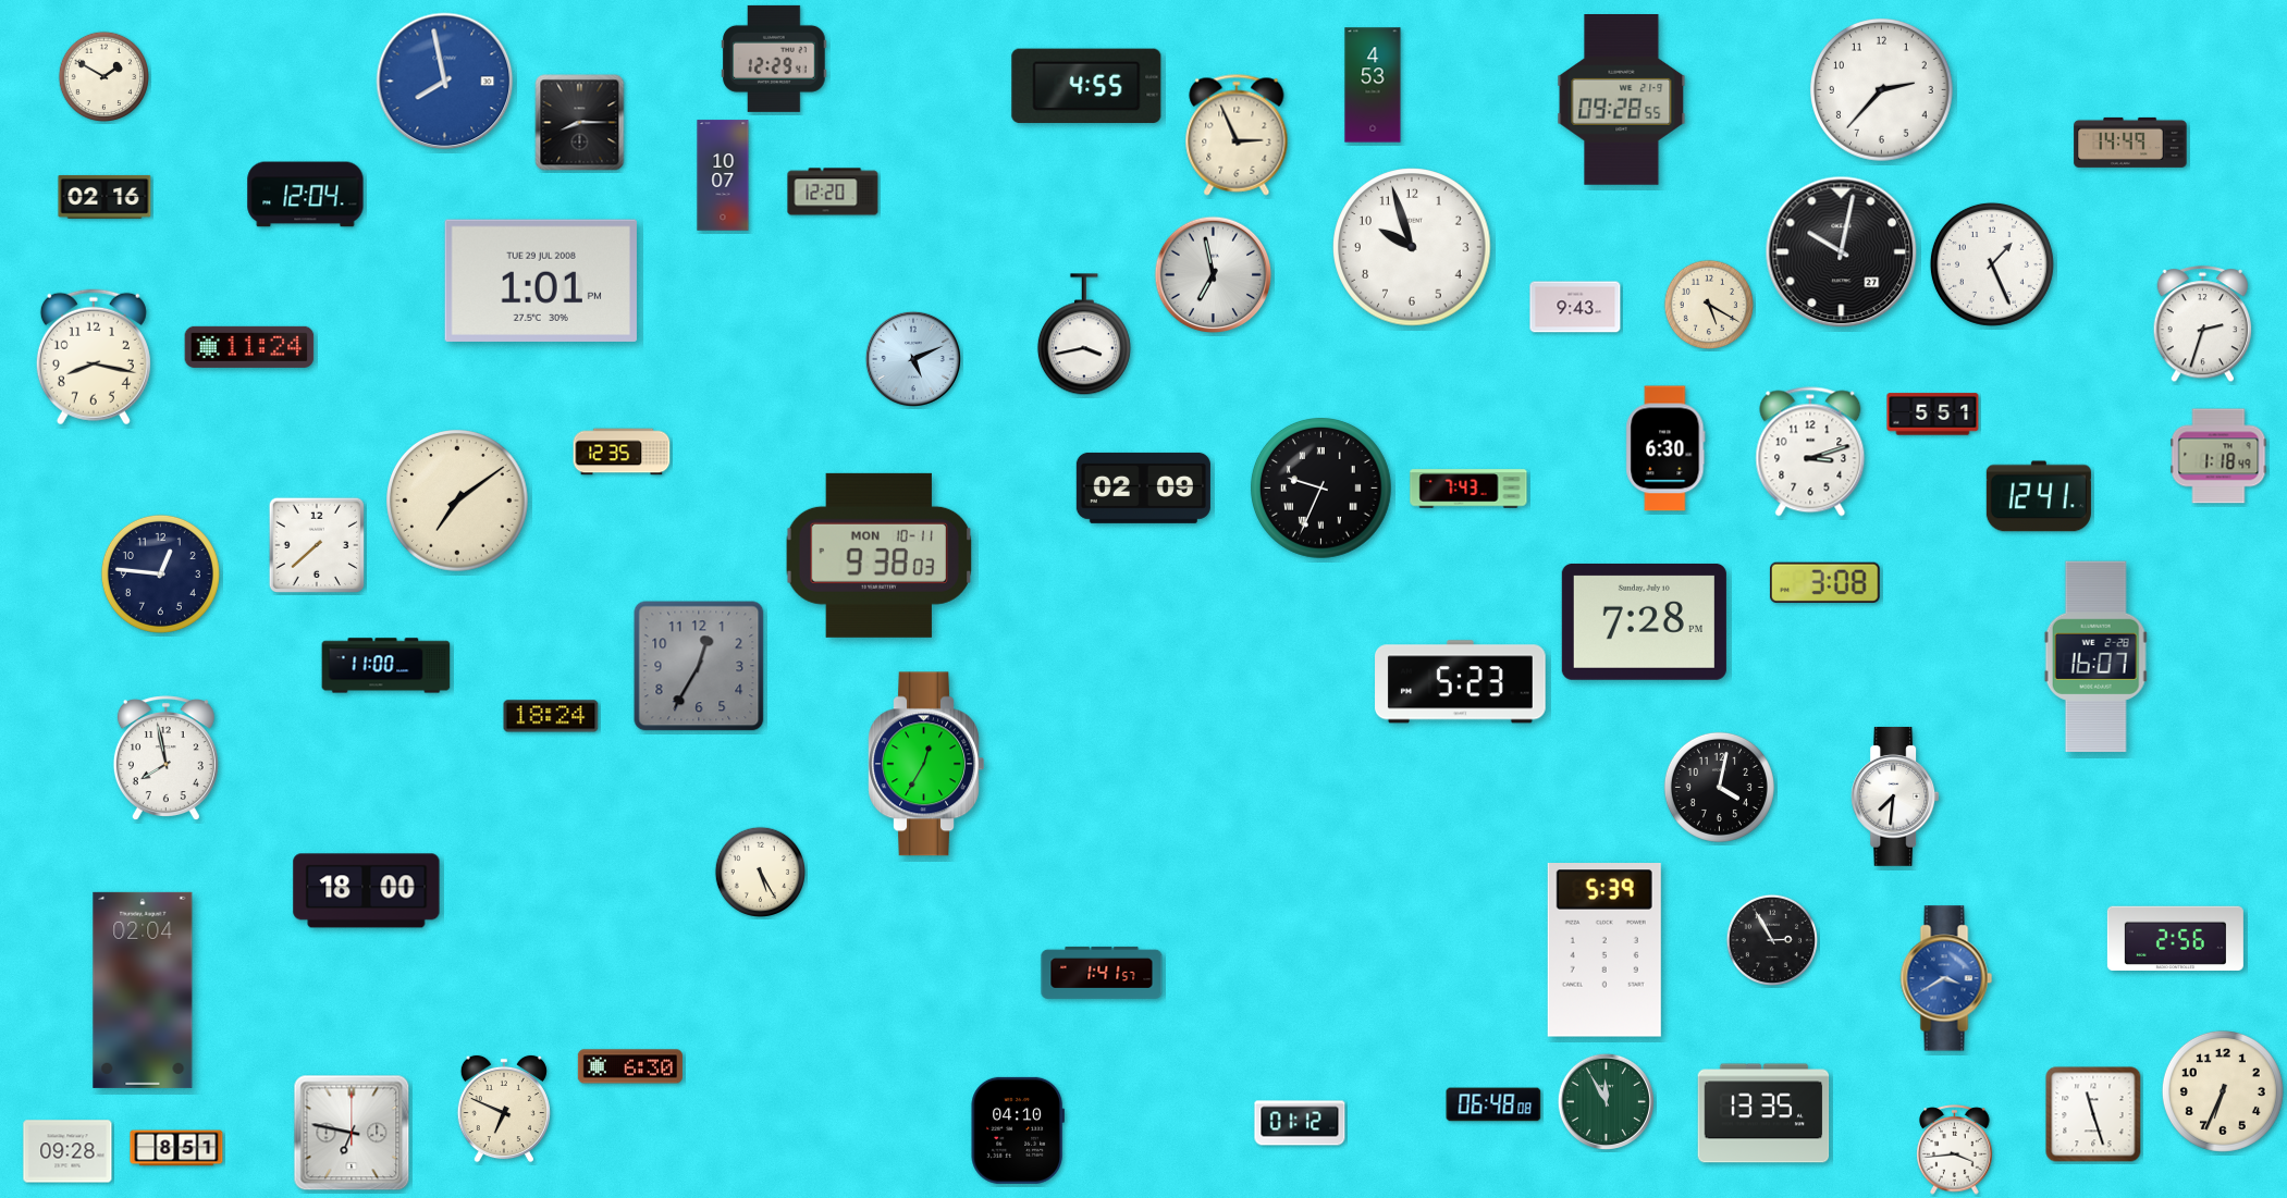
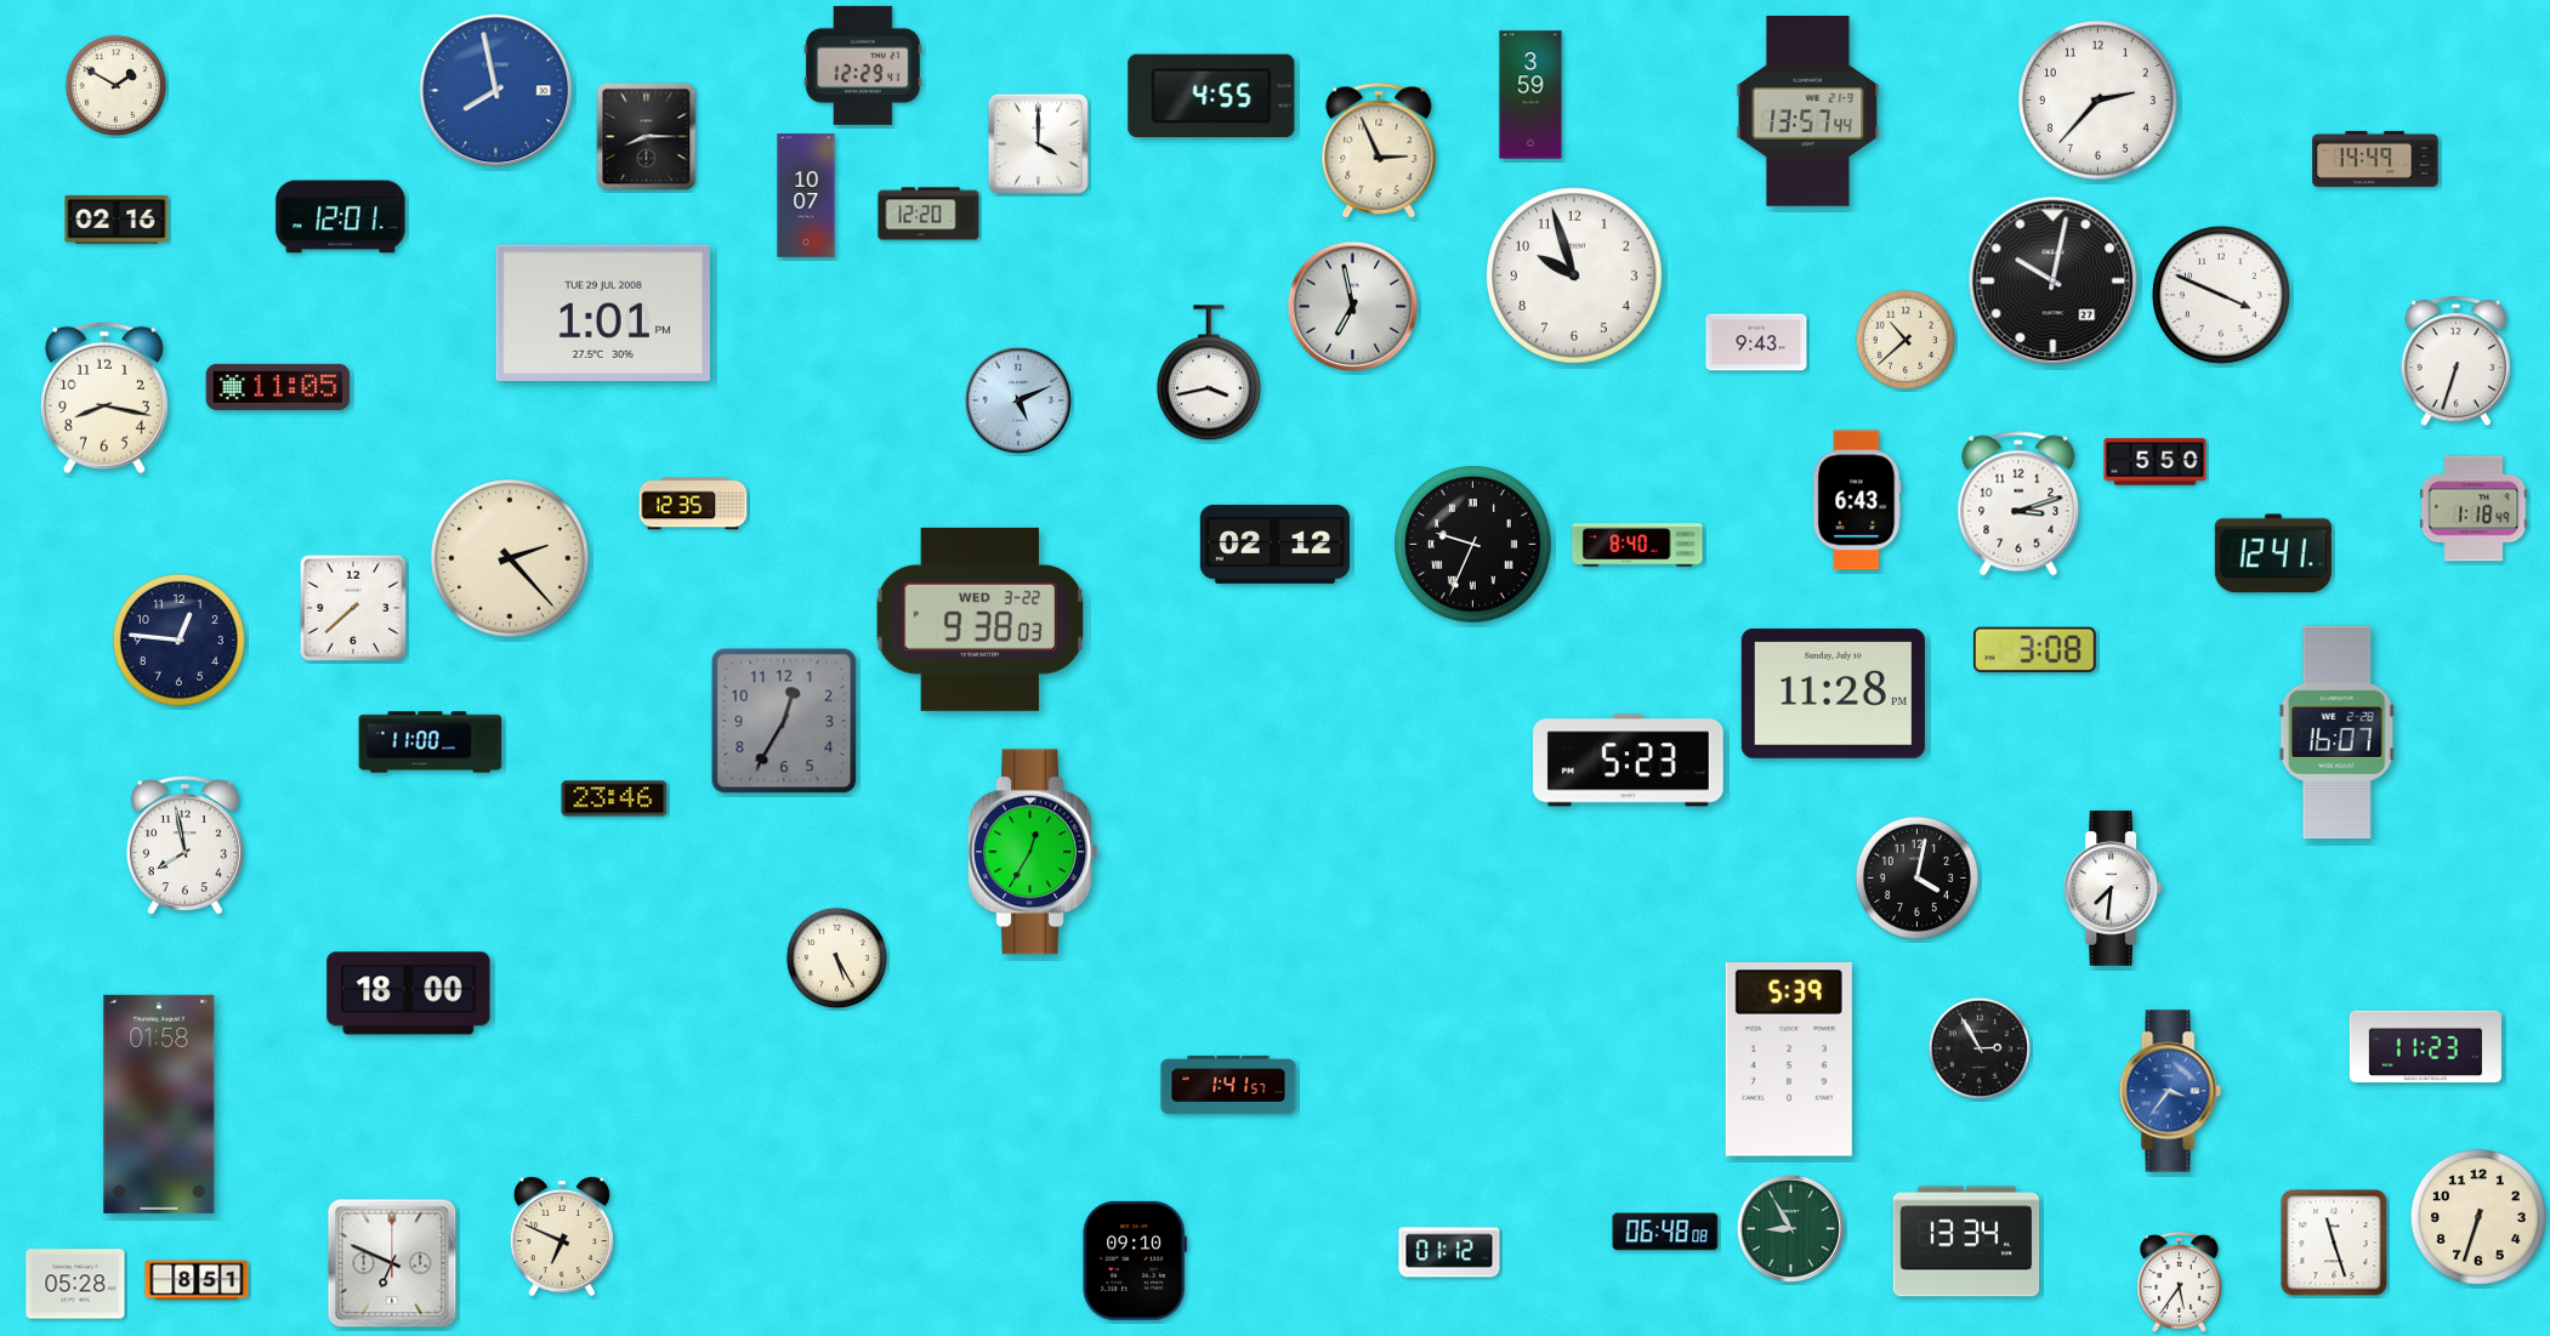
clock at (1373, 85): 4:53 -> 3:59
clock at (1622, 100): 09:28 -> 13:57
clock at (1038, 143): none -> 4:00
clock at (306, 195): 12:04 -> 12:01
clock at (1992, 264): 1:26 -> 3:49
clock at (1708, 304): 5:20 -> 10:38
clock at (2203, 324): 2:33 -> 6:33
clock at (249, 347): 11:24 -> 11:05
clock at (1933, 415): 5:51 -> 5:50
clock at (1665, 448): 6:30 -> 6:43
clock at (1143, 487): 02:09 -> 02:12
clock at (1468, 489): 7:43 -> 8:40
clock at (458, 502): 7:09 -> 2:23
clock at (880, 555) date: MON 10-11 -> WED 3-22
clock at (1644, 621): 7:28 -> 11:28
clock at (699, 666) position: (699, 666) -> (784, 721)
clock at (551, 716): 18:24 -> 23:46
clock at (760, 872) position: (760, 872) -> (836, 957)
clock at (2175, 938): 2:56 -> 11:23
clock at (1771, 939) position: (1771, 939) -> (1978, 1047)
clock at (1946, 978): 3:40 -> 3:36
clock at (143, 990): 02:04 -> 01:58
clock at (630, 1066): 6:30 -> none
clock at (2223, 1091): 6:34 -> 6:33
clock at (1606, 1101): 11:55 -> 8:55
clock at (1763, 1113): 13:35 -> 13:34
clock at (1017, 1131): 04:10 -> 09:10
clock at (352, 1133): 6:47 -> 6:49
clock at (1955, 1150): 3:44 -> 5:36
clock at (67, 1151): 09:28 -> 05:28
